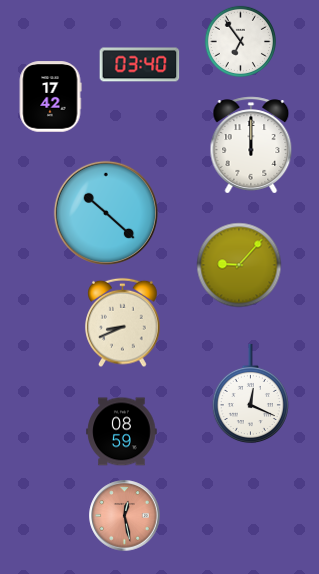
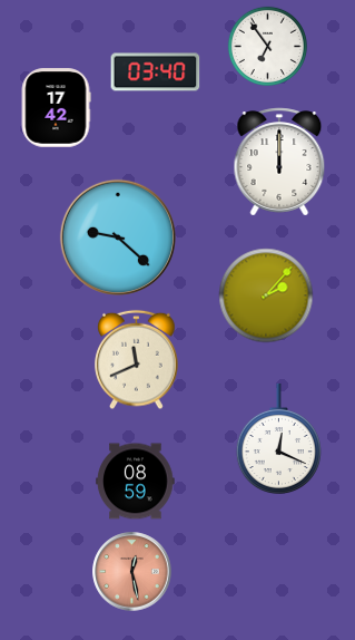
clock at (106, 213): 10:22 -> 9:22
clock at (239, 265): 9:07 -> 2:07
clock at (123, 323): 8:41 -> 11:41
clock at (125, 516) position: (125, 516) -> (132, 572)
